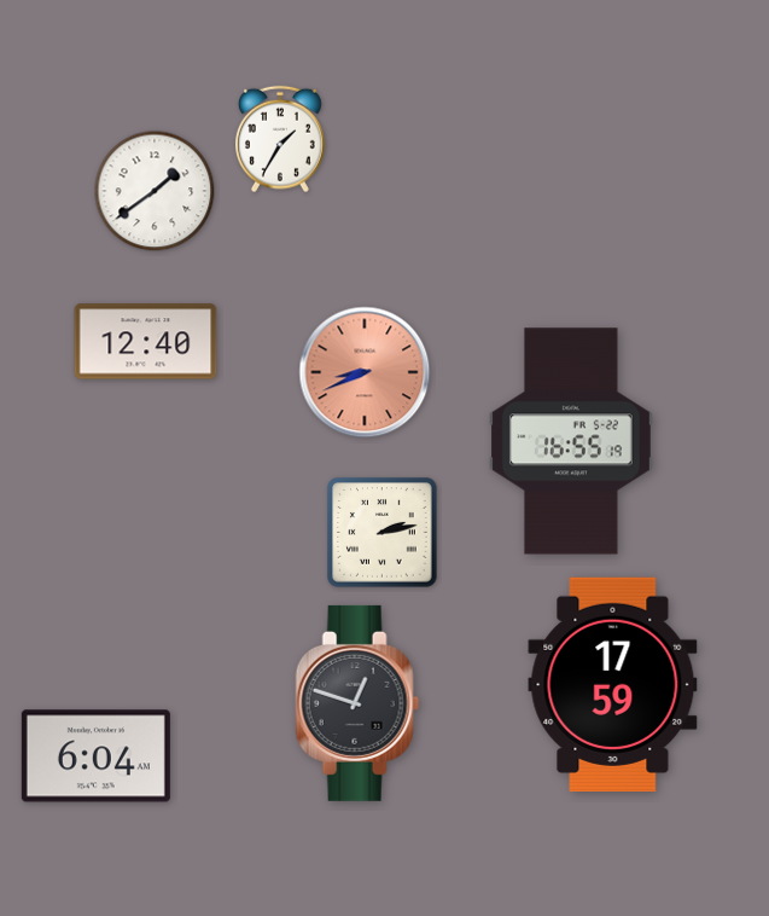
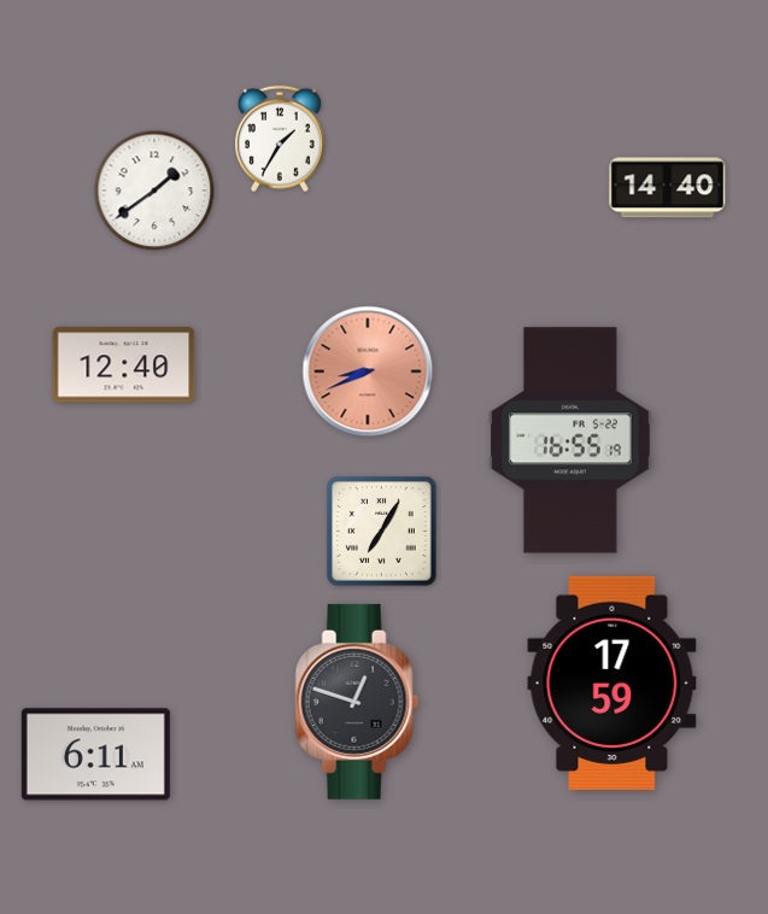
clock at (668, 188): none -> 14:40
clock at (146, 342) position: (146, 342) -> (124, 365)
clock at (365, 372) position: (365, 372) -> (368, 371)
clock at (383, 533): 2:13 -> 7:05
clock at (95, 756): 6:04 -> 6:11
